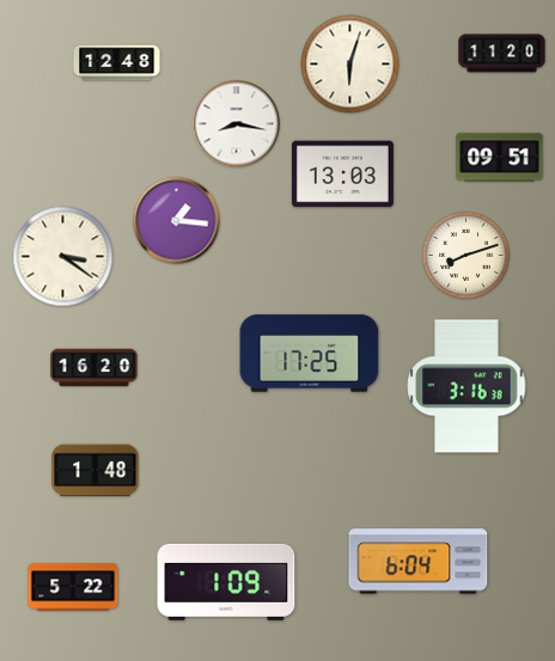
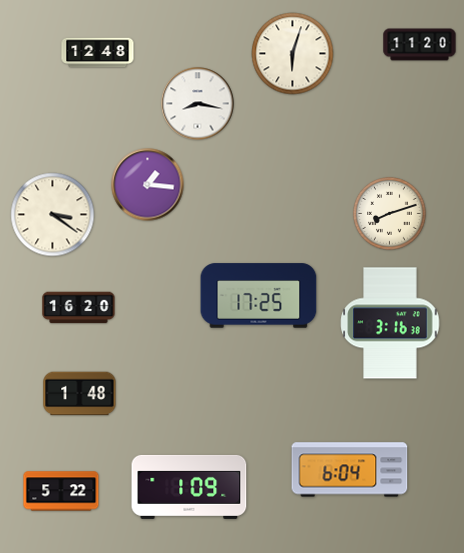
clock at (500, 158): 09:51 -> none
clock at (342, 175): 13:03 -> none
